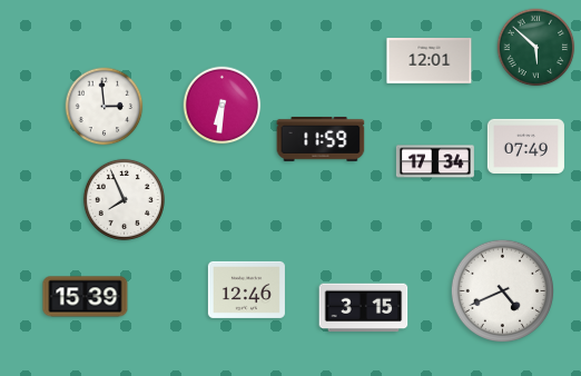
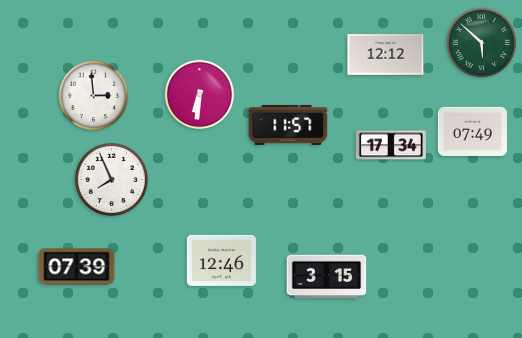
clock at (430, 61): 12:01 -> 12:12
clock at (321, 139): 11:59 -> 11:57
clock at (502, 290): 4:41 -> none
clock at (86, 297): 15:39 -> 07:39
